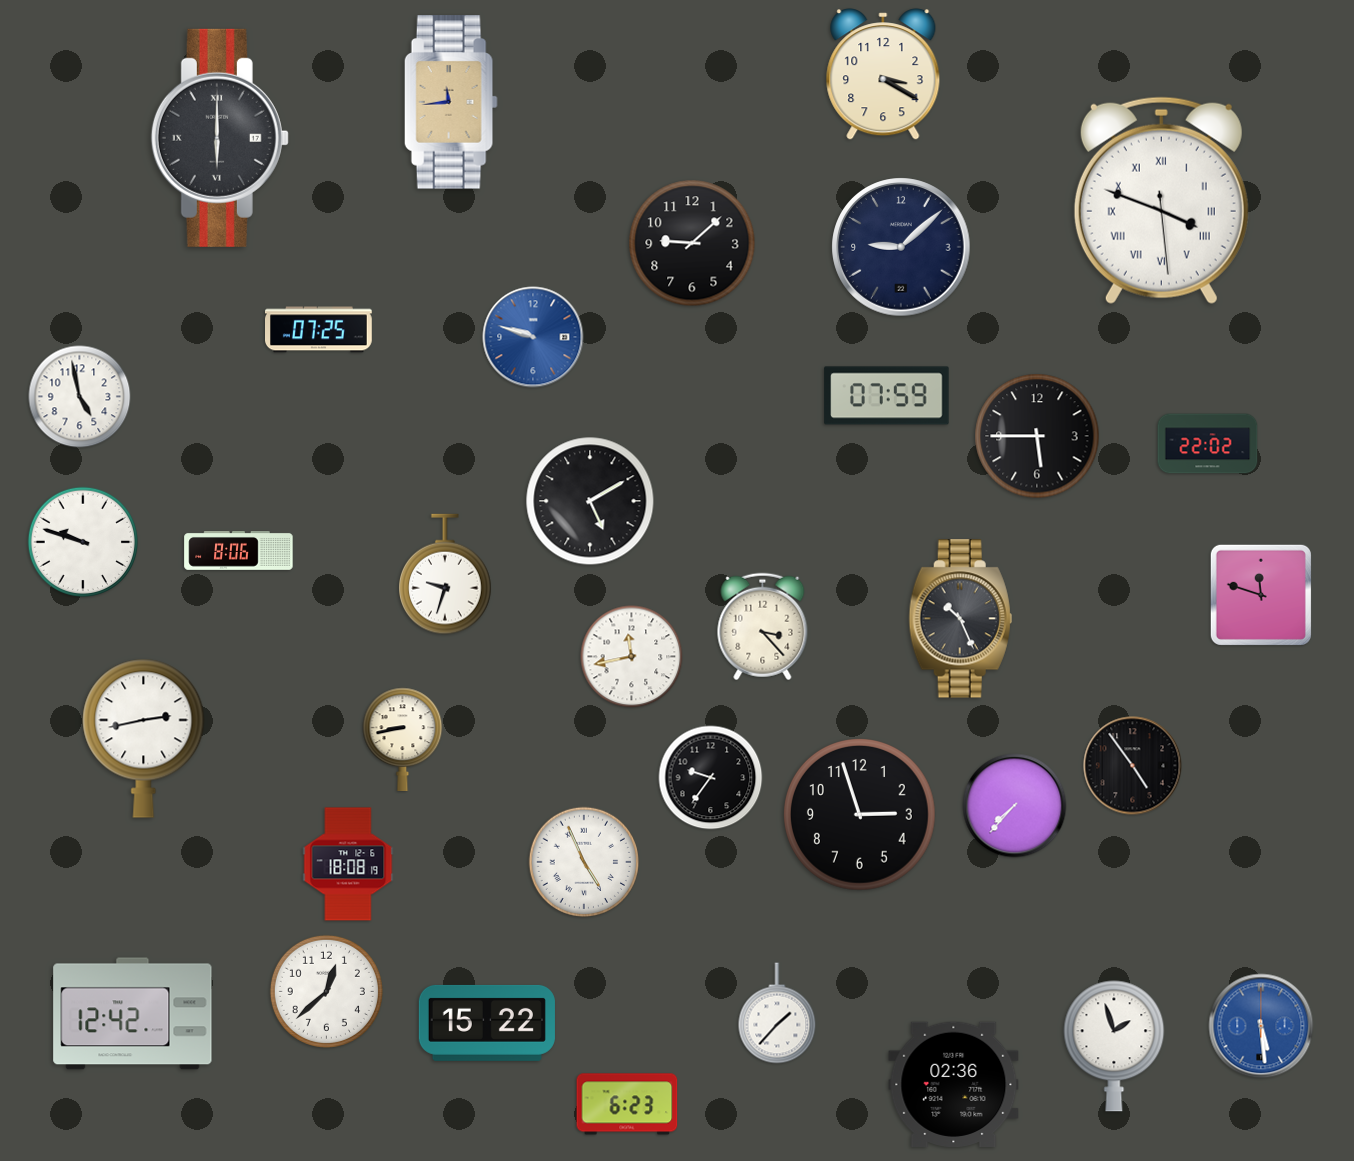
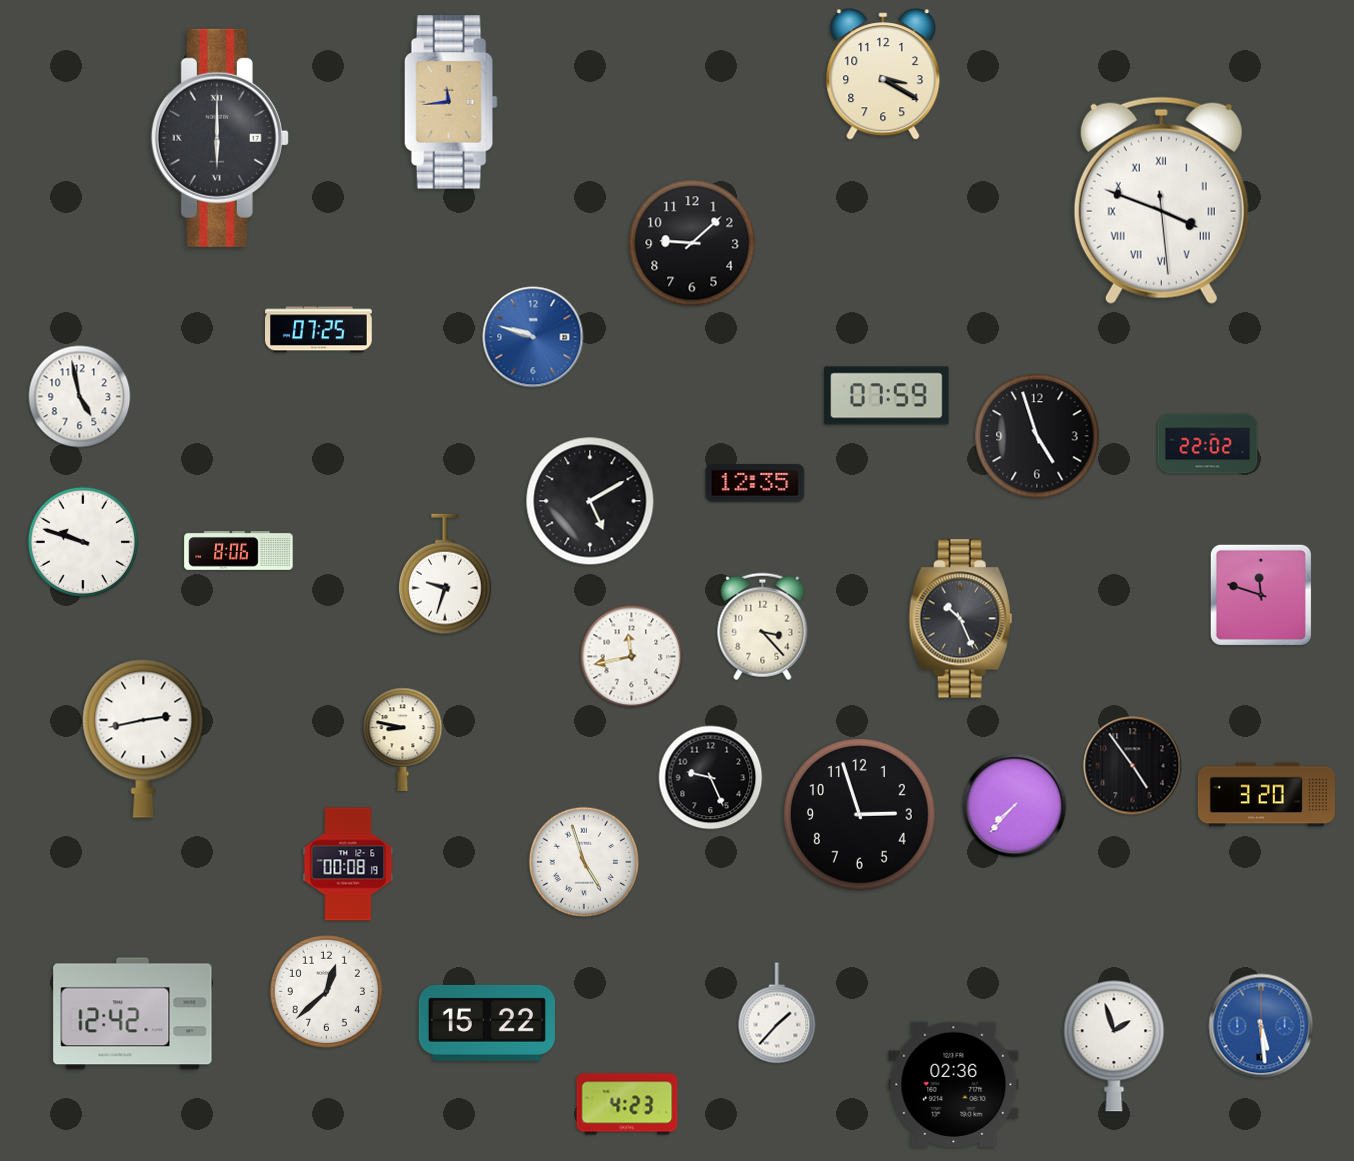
clock at (901, 247): 9:08 -> none
clock at (1037, 436): 5:45 -> 4:57
clock at (755, 483): none -> 12:35
clock at (403, 739): 8:43 -> 8:47
clock at (711, 778): 9:36 -> 9:26
clock at (1266, 795): none -> 3:20
clock at (583, 861): 4:56 -> 4:57
clock at (348, 864): 18:08 -> 00:08
clock at (627, 1104): 6:23 -> 4:23
